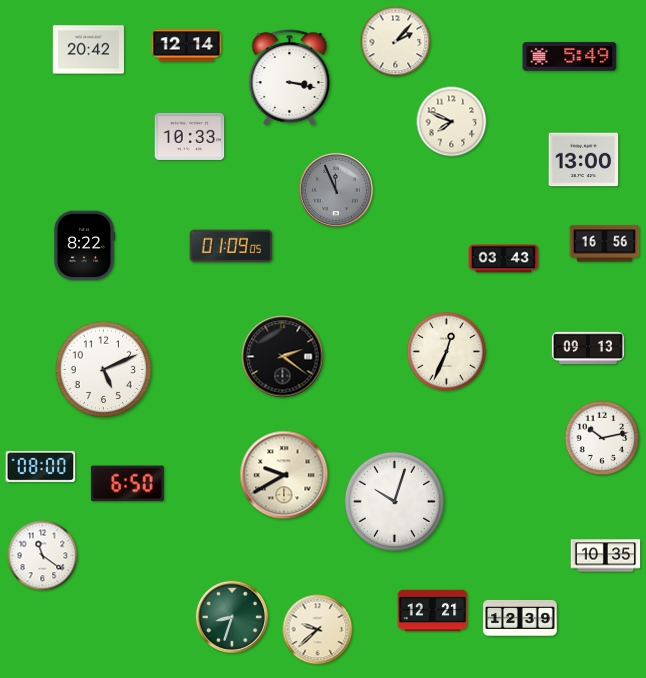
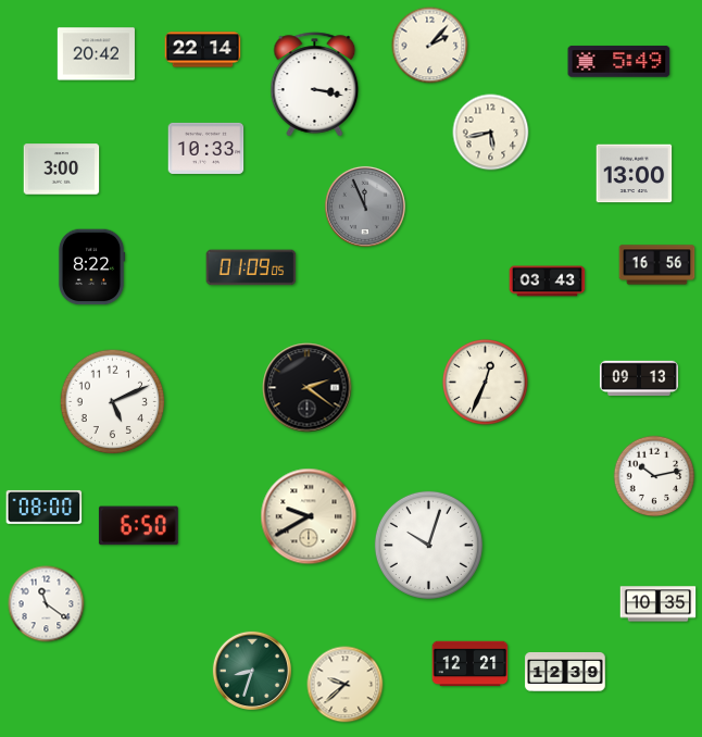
clock at (187, 46): 12:14 -> 22:14
clock at (452, 122): 7:49 -> 5:43
clock at (62, 170): none -> 3:00
